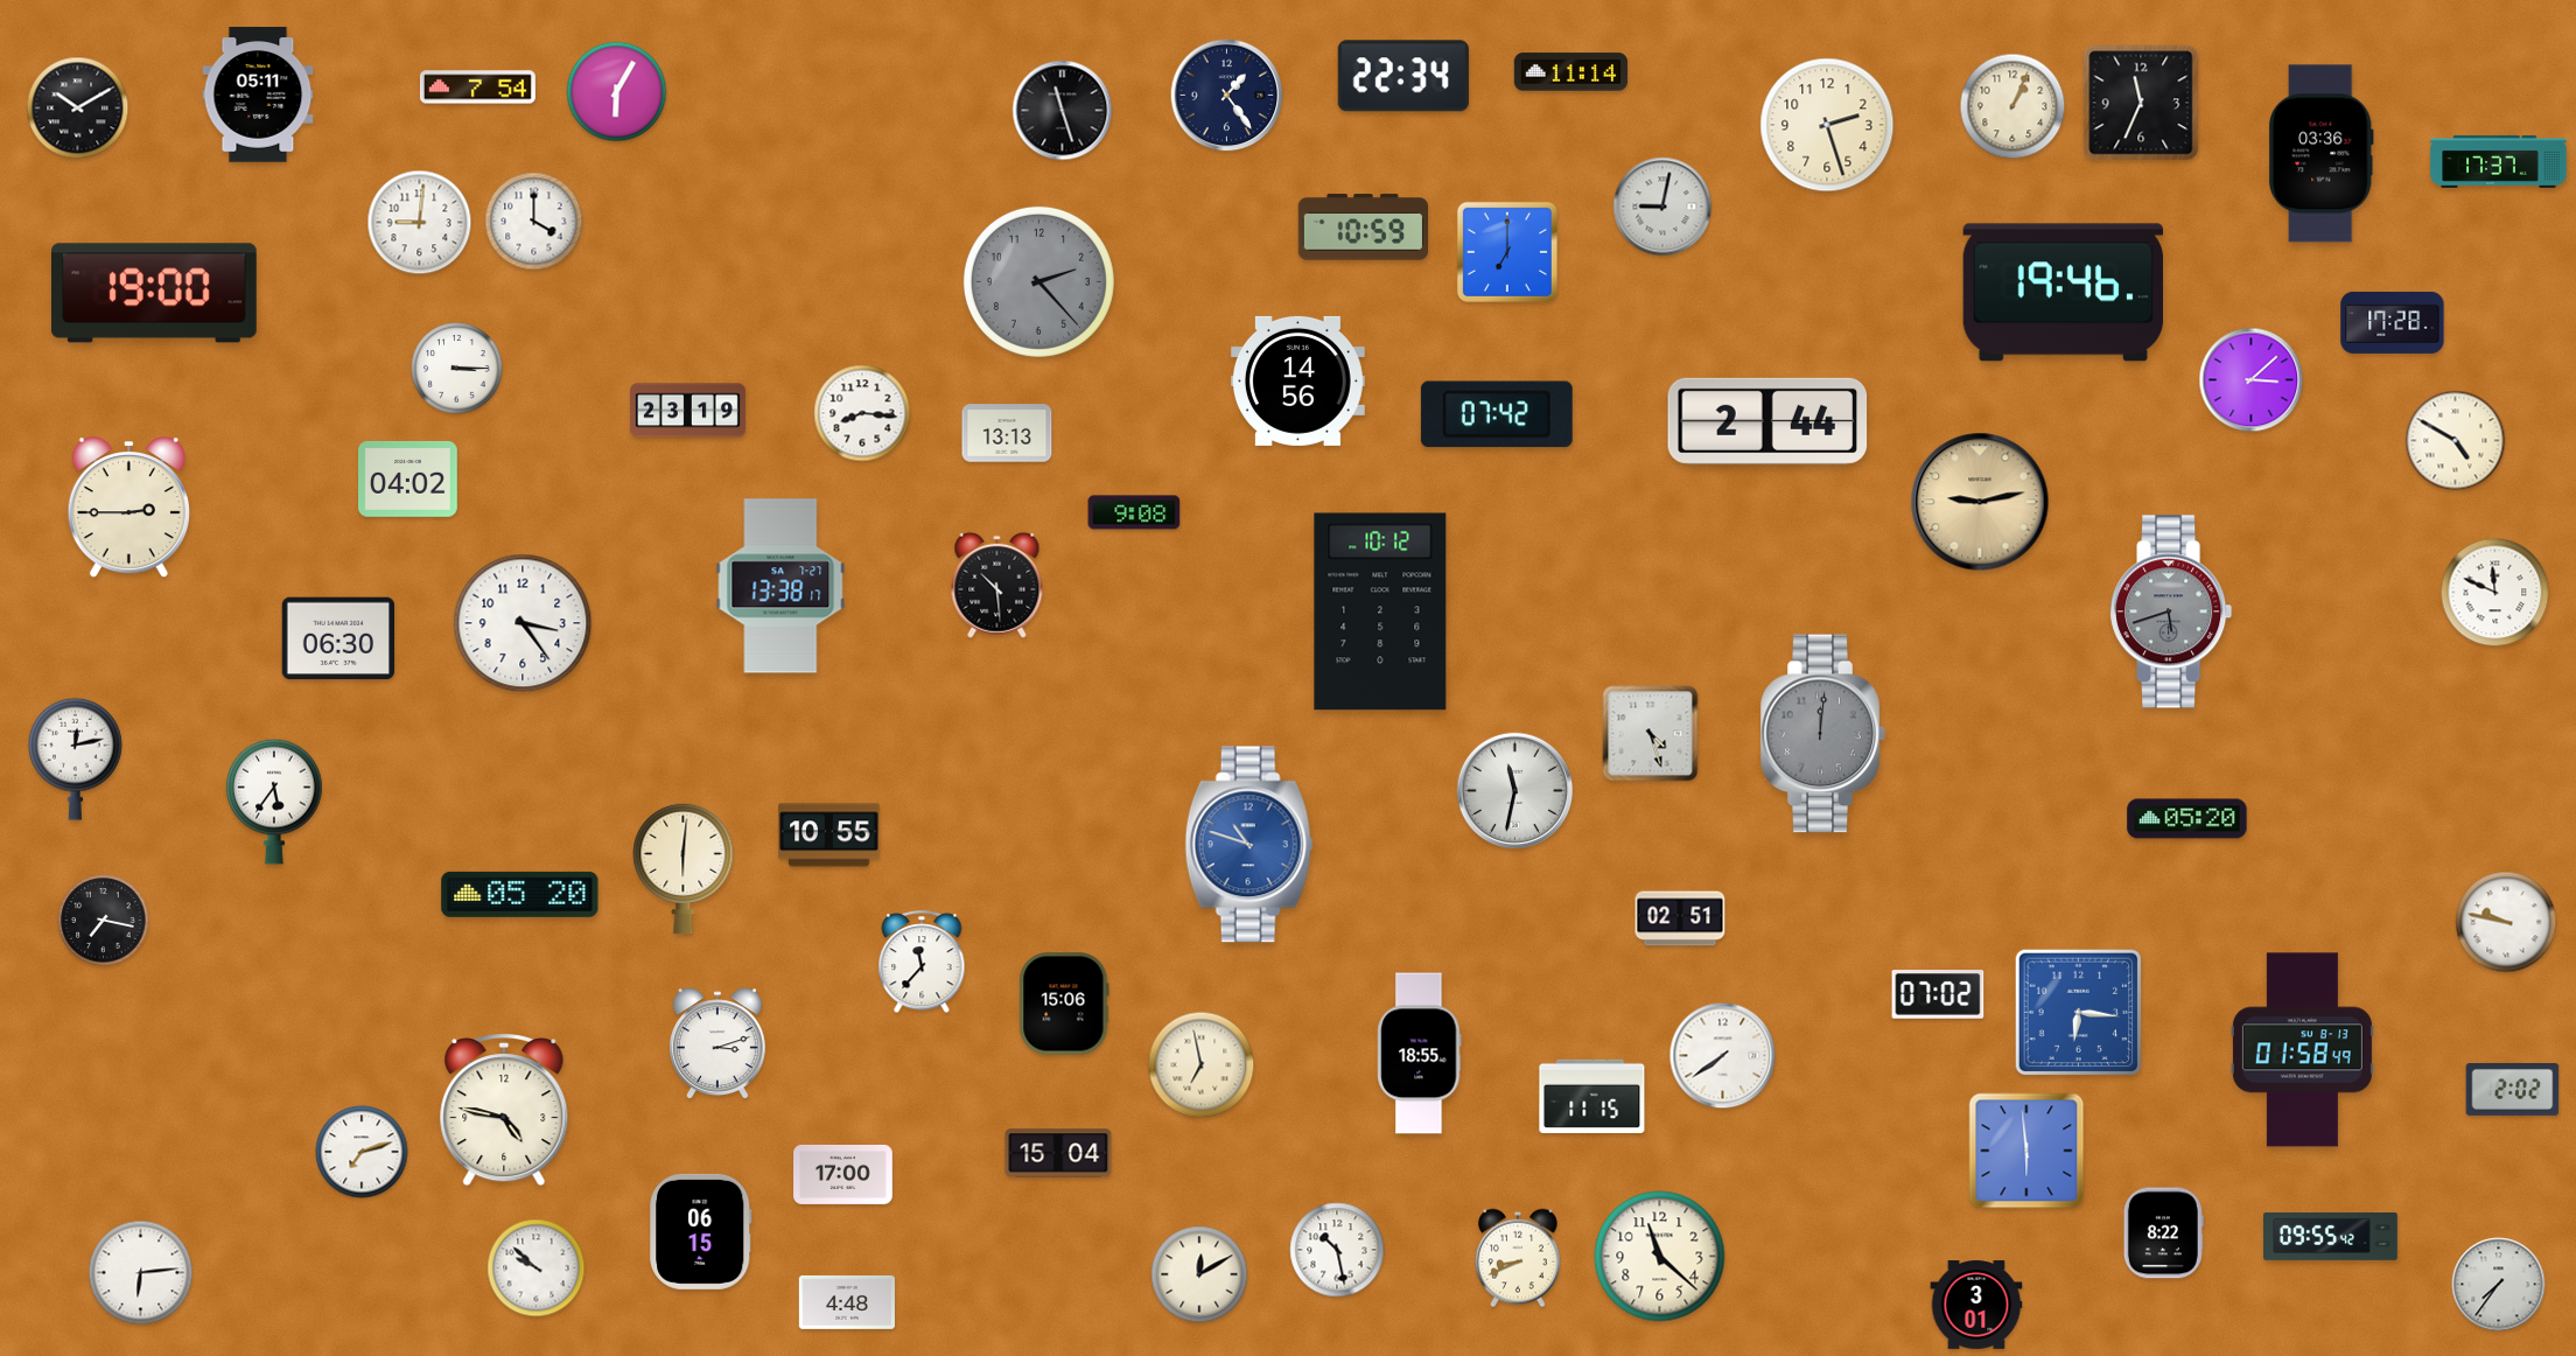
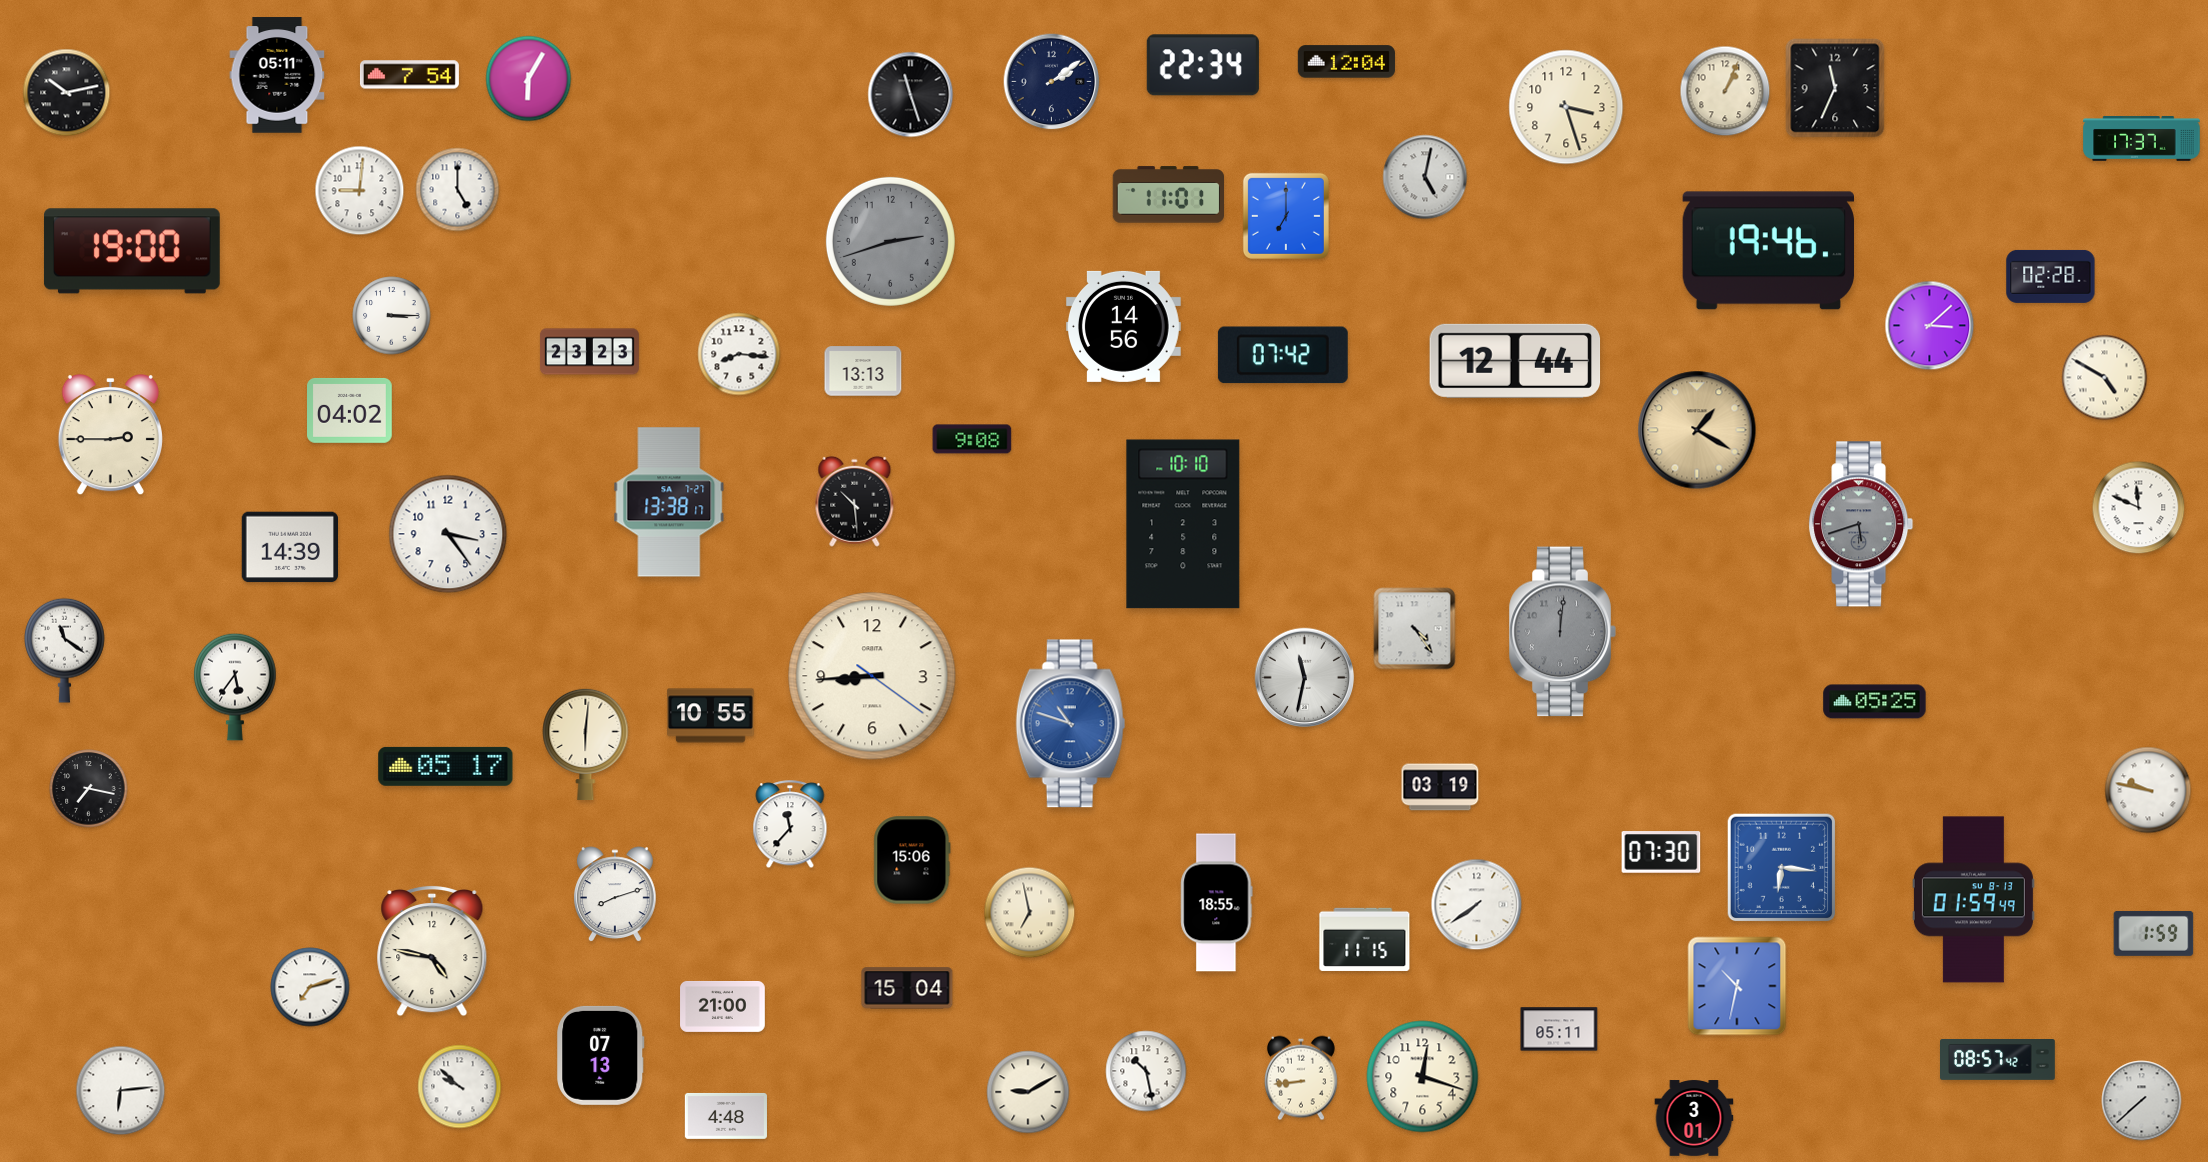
clock at (1570, 72): 11:14 -> 12:04
clock at (258, 95) position: (258, 95) -> (277, 75)
clock at (1227, 96): 1:24 -> 2:09
clock at (78, 109): 10:10 -> 10:13
clock at (1827, 125): 2:27 -> 3:27
clock at (2322, 154): 03:36 -> none
clock at (1662, 207): 9:02 -> 5:02
clock at (534, 222): 4:00 -> 5:00
clock at (1363, 228): 10:59 -> 11:01
clock at (1507, 252) position: (1507, 252) -> (1286, 216)
clock at (1038, 281): 2:23 -> 2:42
clock at (2393, 322): 17:28 -> 02:28
clock at (1297, 380) position: (1297, 380) -> (1123, 326)
clock at (687, 411): 23:19 -> 23:23
clock at (1767, 421): 2:44 -> 12:44
clock at (1980, 502): 9:13 -> 1:20
clock at (1380, 611): 10:12 -> 10:10
clock at (337, 638): 06:30 -> 14:39
clock at (1651, 734): 4:27 -> 4:24
clock at (1822, 734) position: (1822, 734) -> (1562, 632)
clock at (76, 759): 12:13 -> 11:21
clock at (872, 676): none -> 8:44
clock at (1515, 791) position: (1515, 791) -> (1305, 678)
clock at (2187, 819): 05:20 -> 05:25
clock at (520, 894): 05:20 -> 05:17
clock at (1680, 918): 02:51 -> 03:19
clock at (1938, 994): 07:02 -> 07:30
clock at (717, 1044): 3:12 -> 8:12
clock at (2302, 1050): 01:58 -> 01:59
clock at (2513, 1089): 2:02 -> 1:59
clock at (2027, 1151): 5:59 -> 10:32
clock at (843, 1174): 17:00 -> 21:00
clock at (1559, 1029): none -> 05:11
clock at (701, 1231): 06:15 -> 07:13
clock at (2163, 1233): 8:22 -> none
clock at (2331, 1237): 09:55 -> 08:57
clock at (1660, 1257): 11:22 -> 12:18
clock at (1518, 1258): 8:41 -> 8:44
clock at (1199, 1274): 12:10 -> 9:10
clock at (2499, 1285): 7:36 -> 7:38
